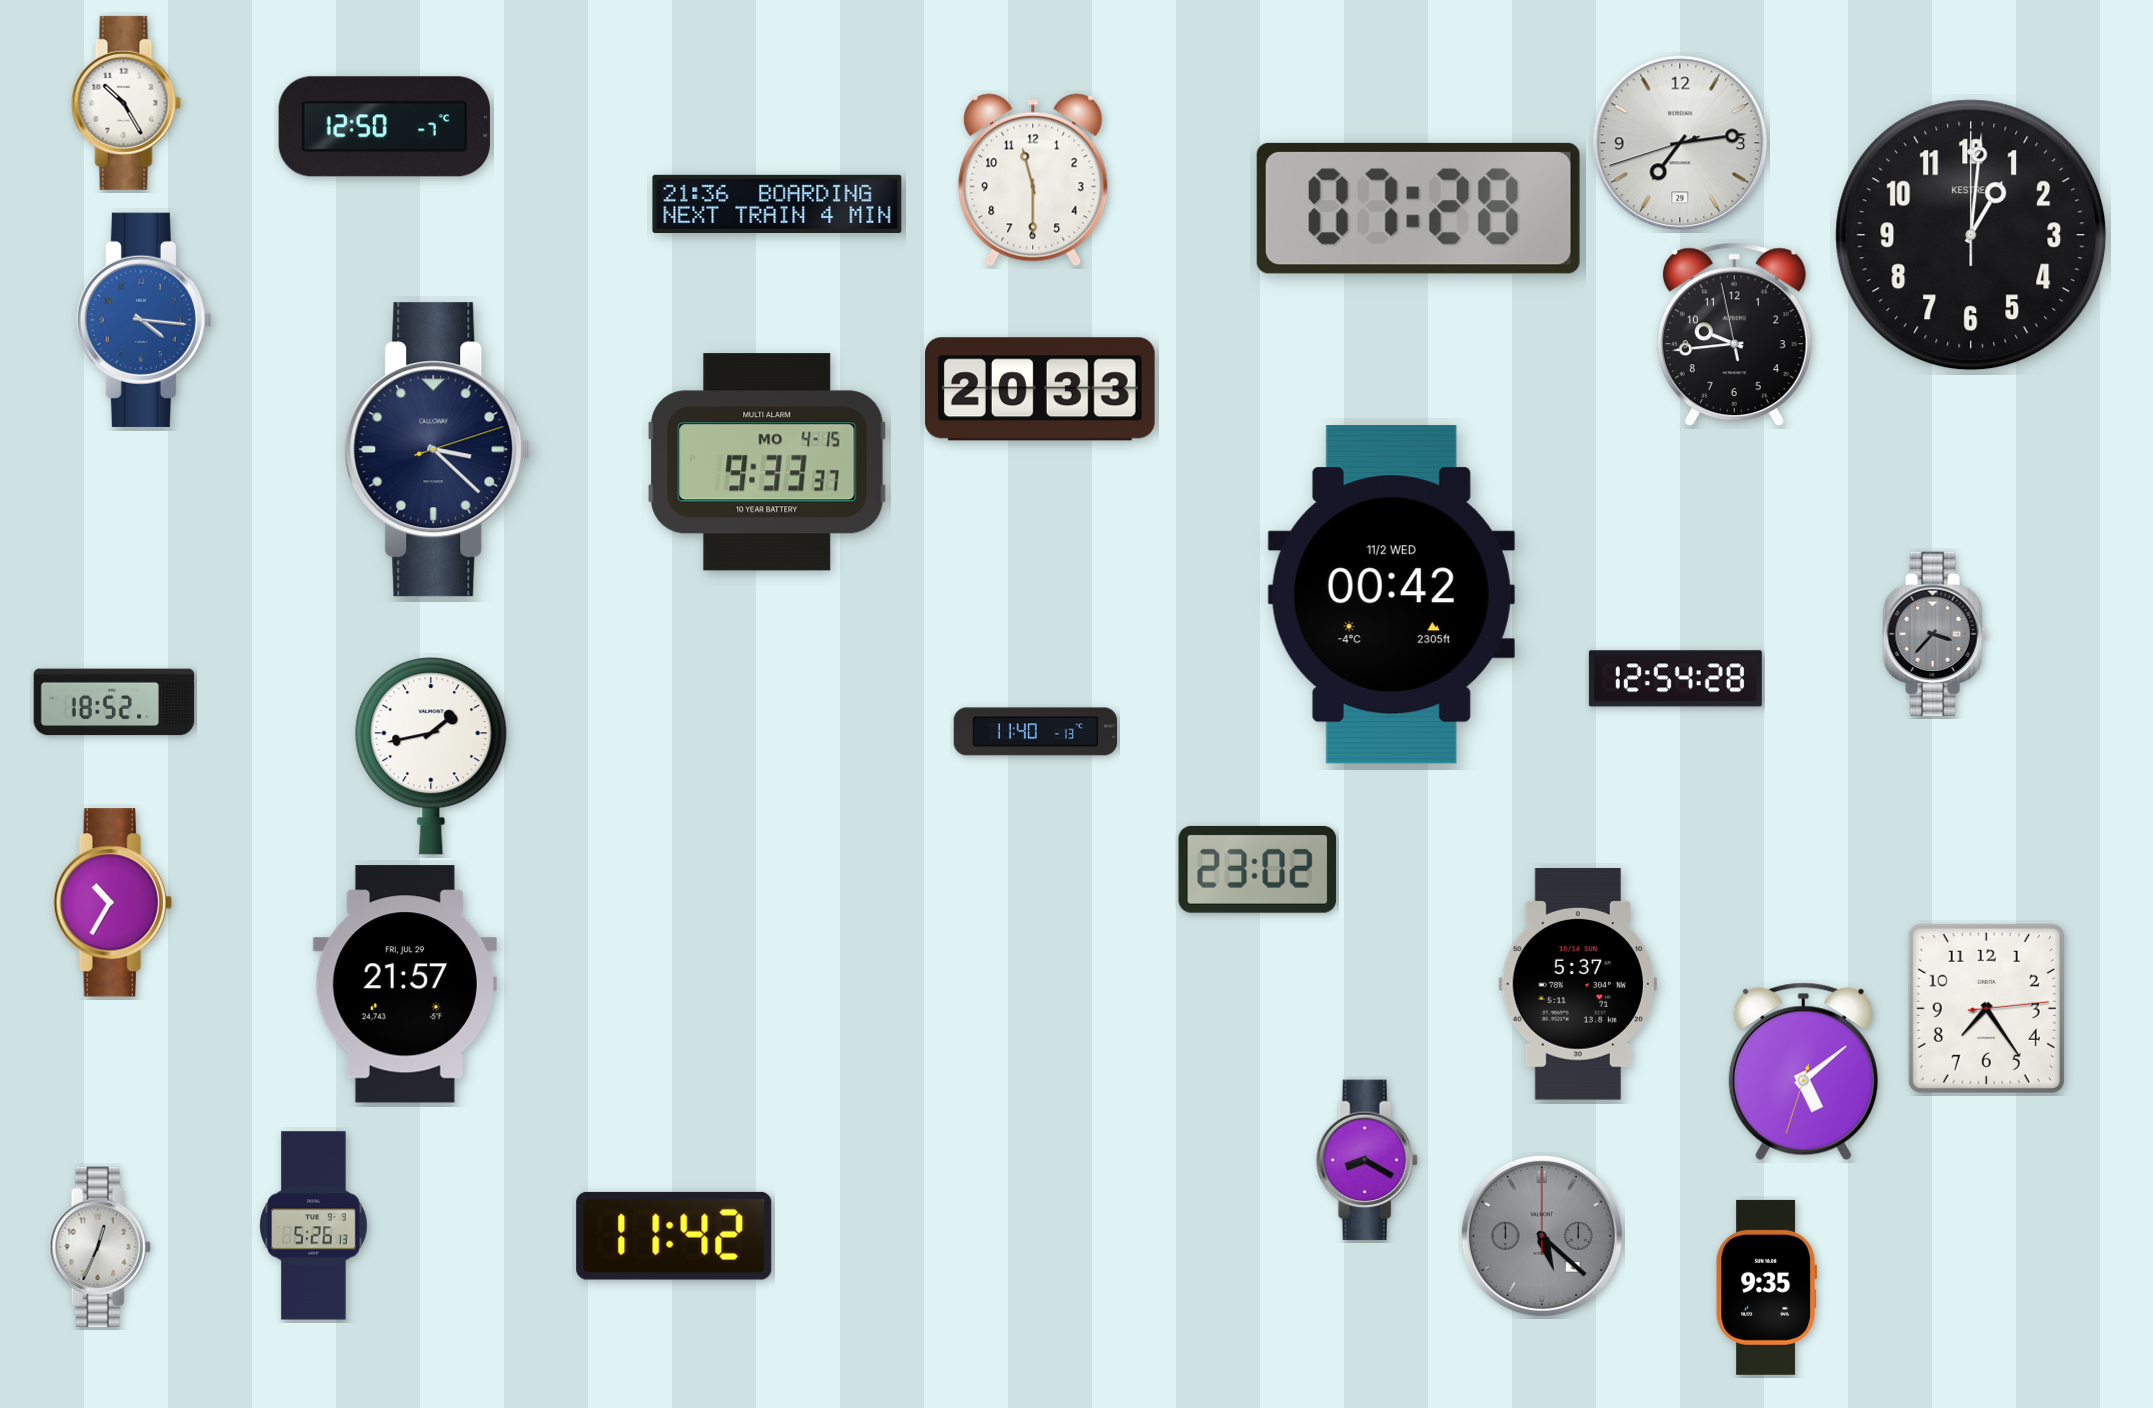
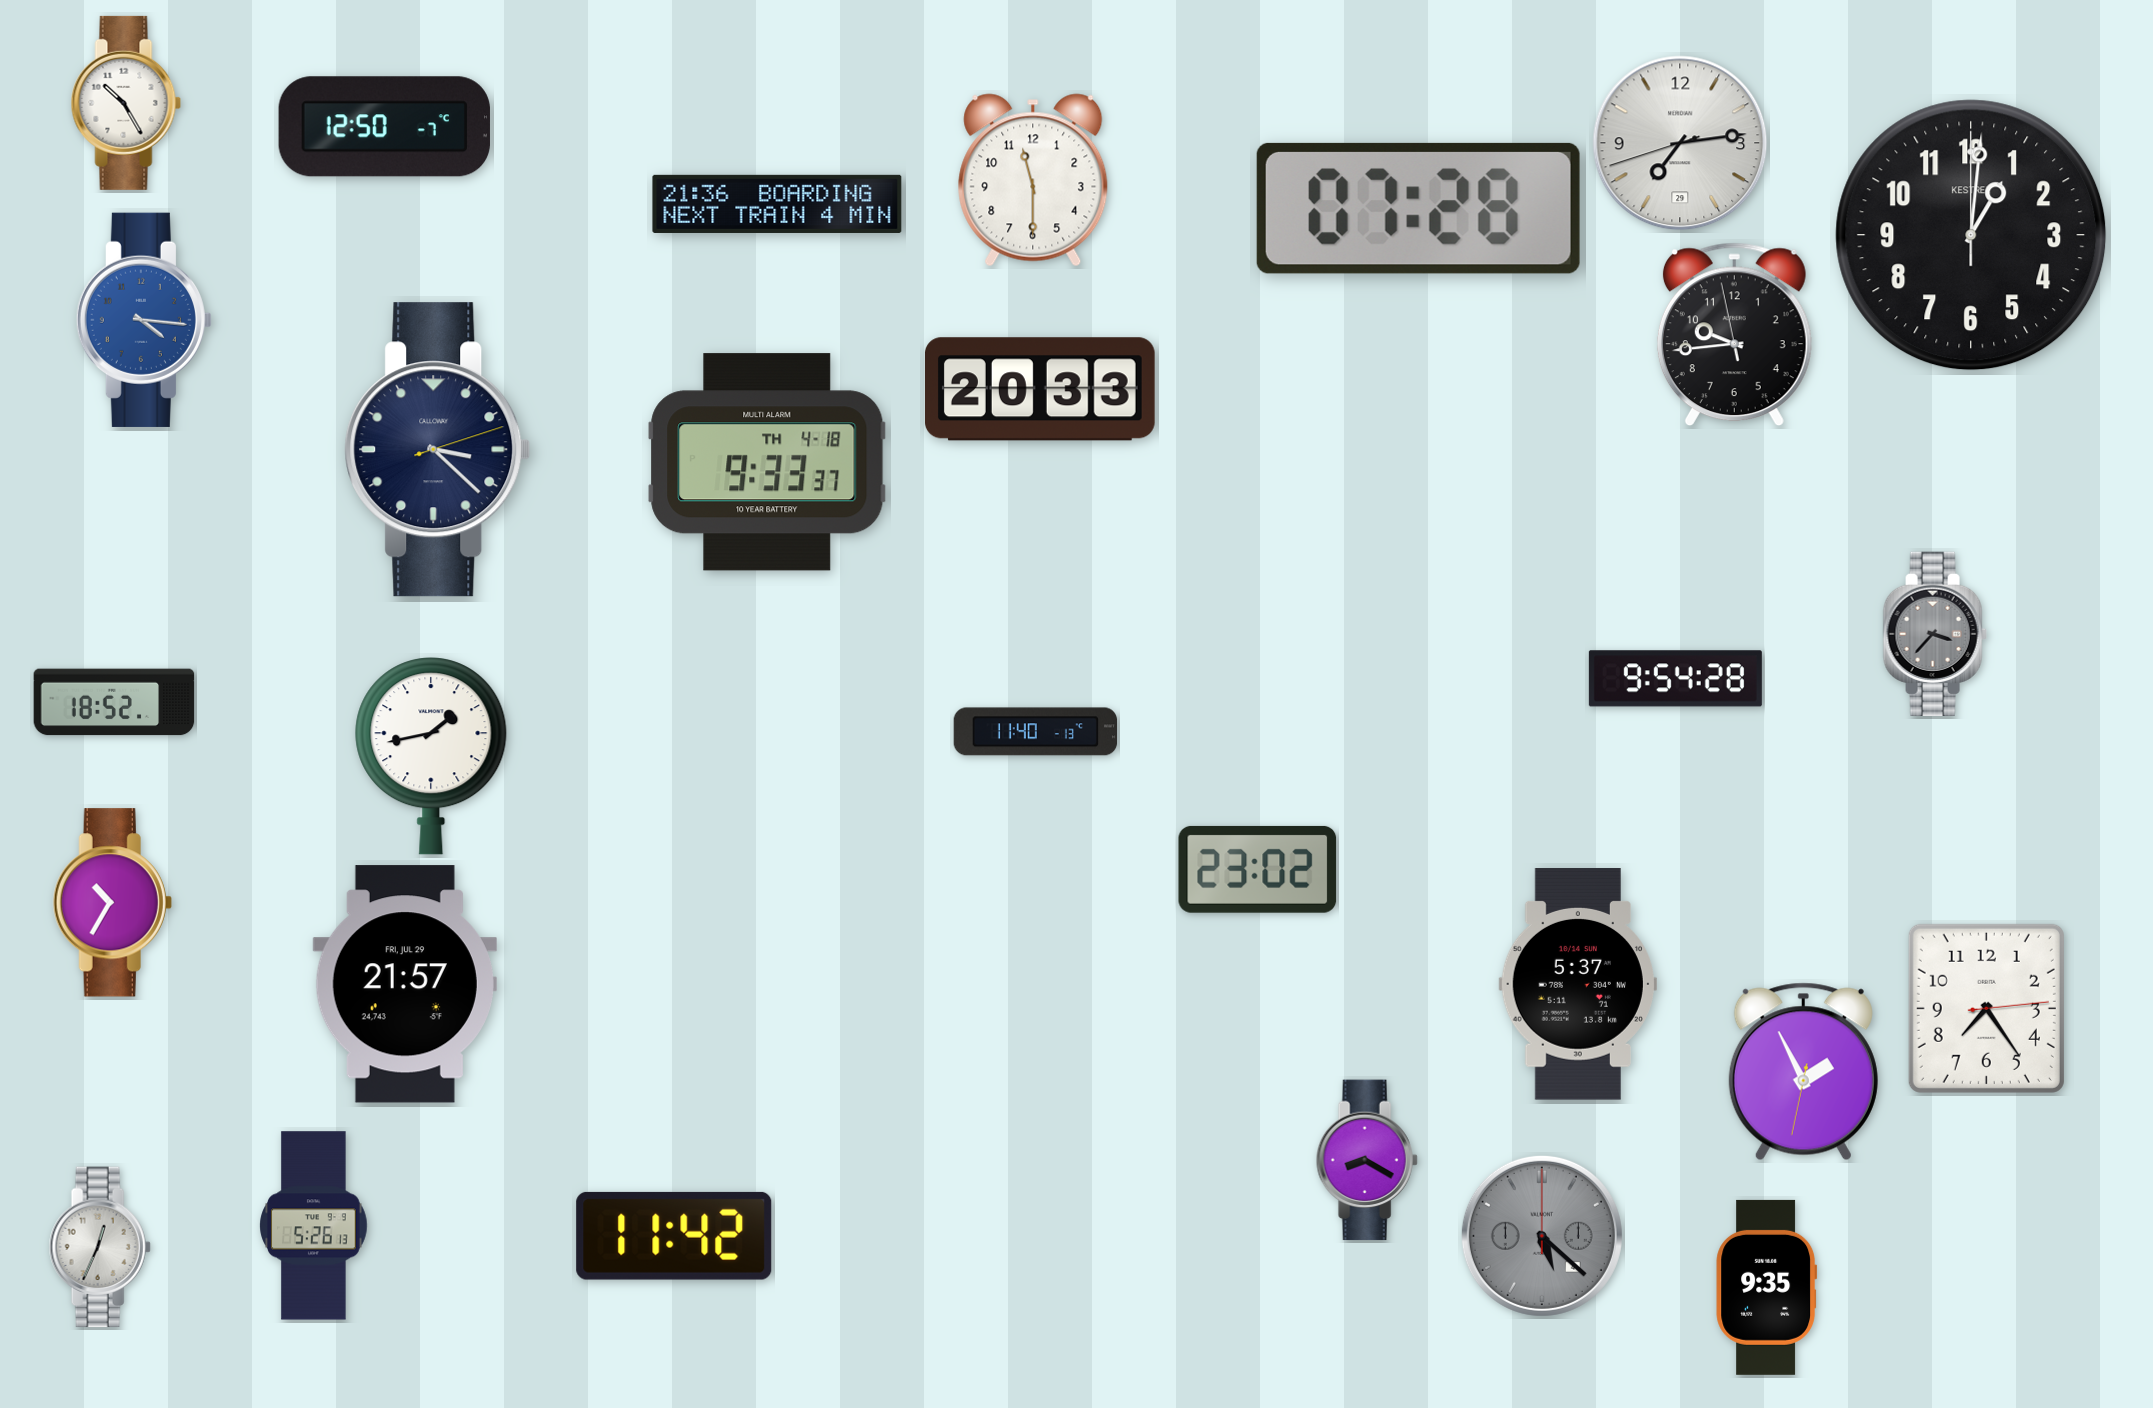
clock at (767, 462) date: MO 4-15 -> TH 4-18
clock at (1391, 595): 00:42 -> none
clock at (1675, 679): 12:54 -> 9:54
clock at (1803, 1072): 5:08 -> 1:55
